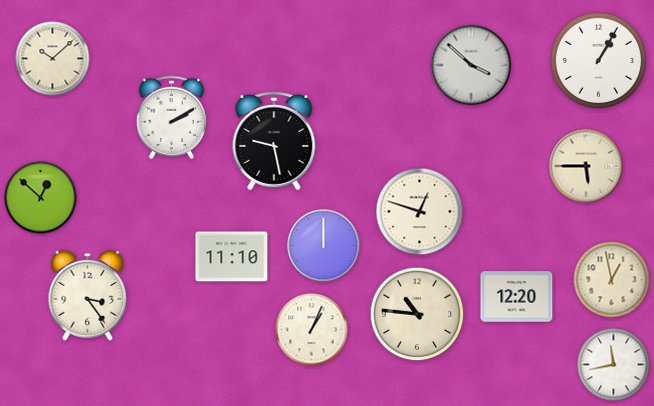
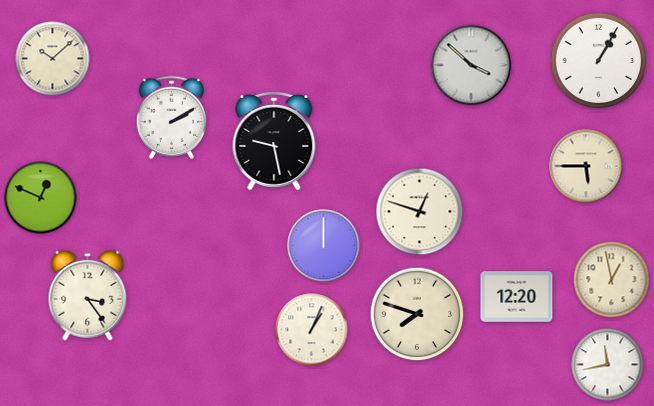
clock at (41, 198): 12:52 -> 12:49
clock at (232, 257): 11:10 -> none
clock at (417, 314): 10:46 -> 7:48
clock at (614, 365) position: (614, 365) -> (608, 365)
